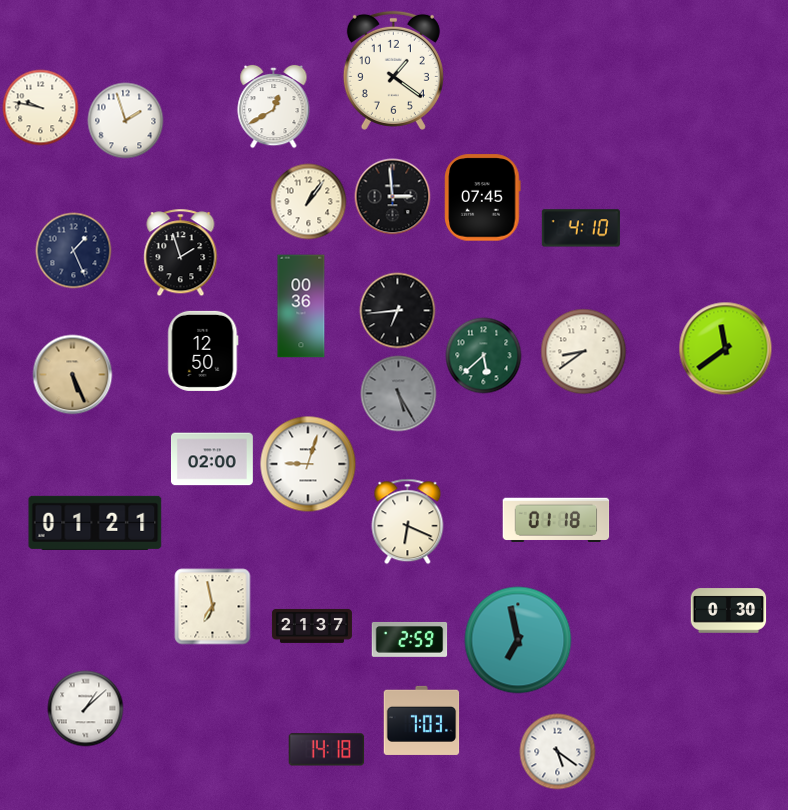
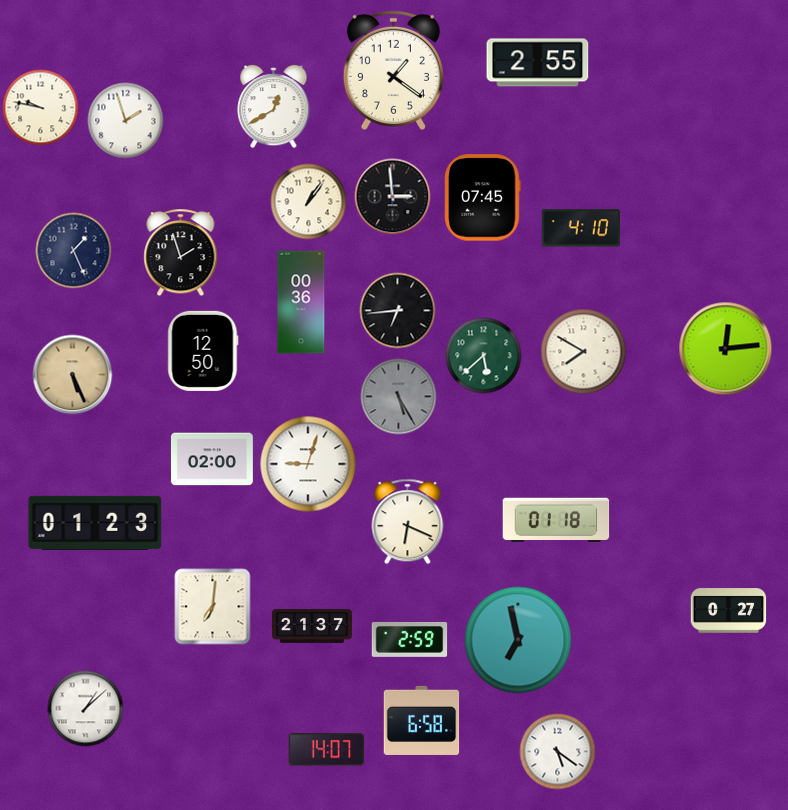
clock at (538, 63): none -> 2:55
clock at (301, 306) position: (301, 306) -> (301, 302)
clock at (726, 349): 11:39 -> 12:14
clock at (584, 352): 8:39 -> 7:50
clock at (399, 394) position: (399, 394) -> (399, 397)
clock at (95, 523): 01:21 -> 01:23
clock at (213, 607): 6:58 -> 7:01
clock at (729, 611): 0:30 -> 0:27
clock at (422, 720): 7:03 -> 6:58
clock at (327, 750): 14:18 -> 14:07
